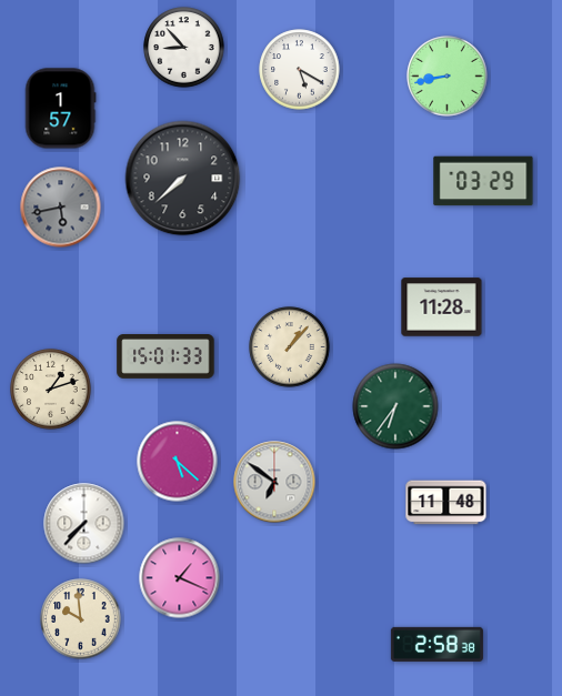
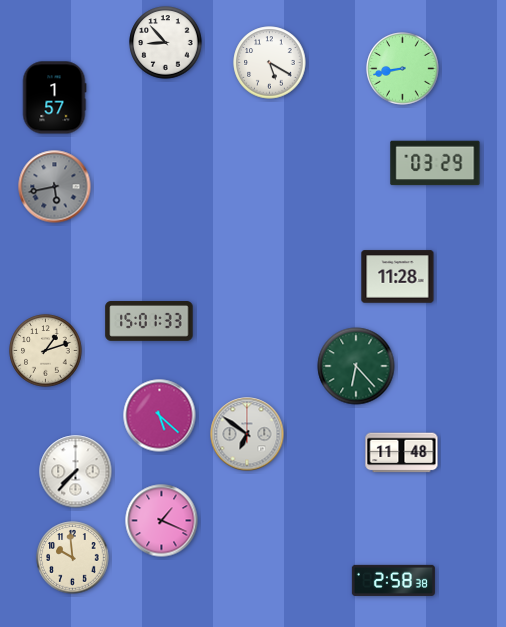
clock at (183, 179): 7:38 -> none
clock at (290, 347): 1:07 -> none
clock at (395, 406): 6:36 -> 6:23
